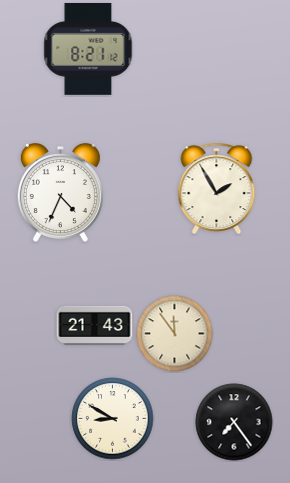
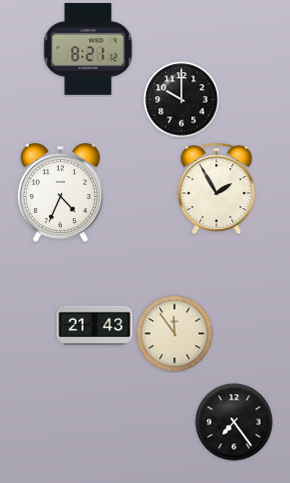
clock at (182, 100): none -> 10:00
clock at (113, 419): 8:50 -> none
